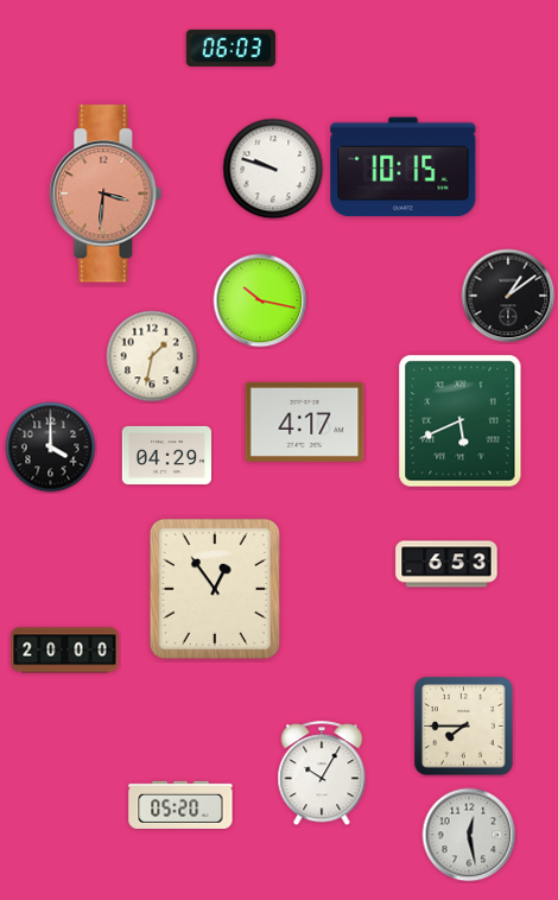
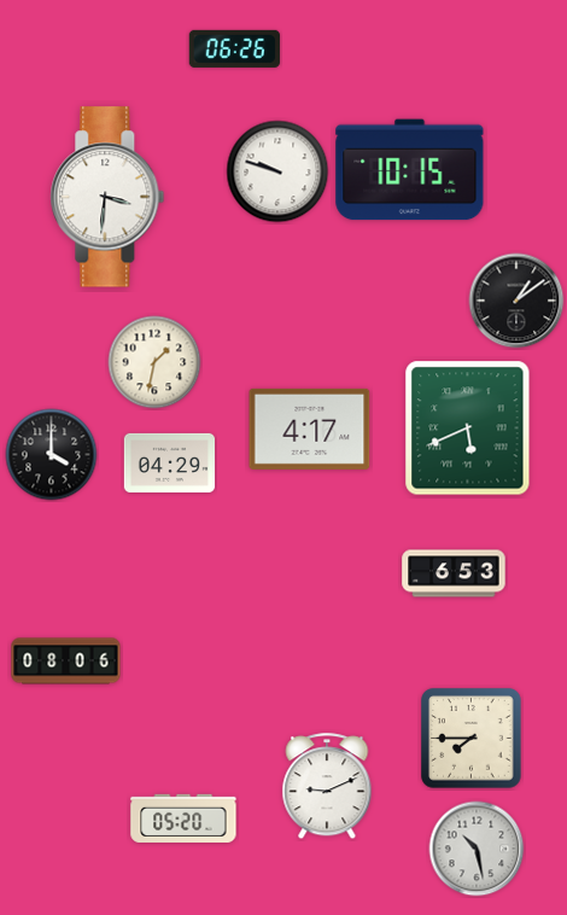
clock at (230, 47): 06:03 -> 06:26
clock at (106, 194) dial: salmon -> white
clock at (260, 300): 10:17 -> none
clock at (215, 589): 12:54 -> none
clock at (65, 651): 20:00 -> 08:06
clock at (322, 774): 10:05 -> 9:11
clock at (469, 835): 12:28 -> 10:28
